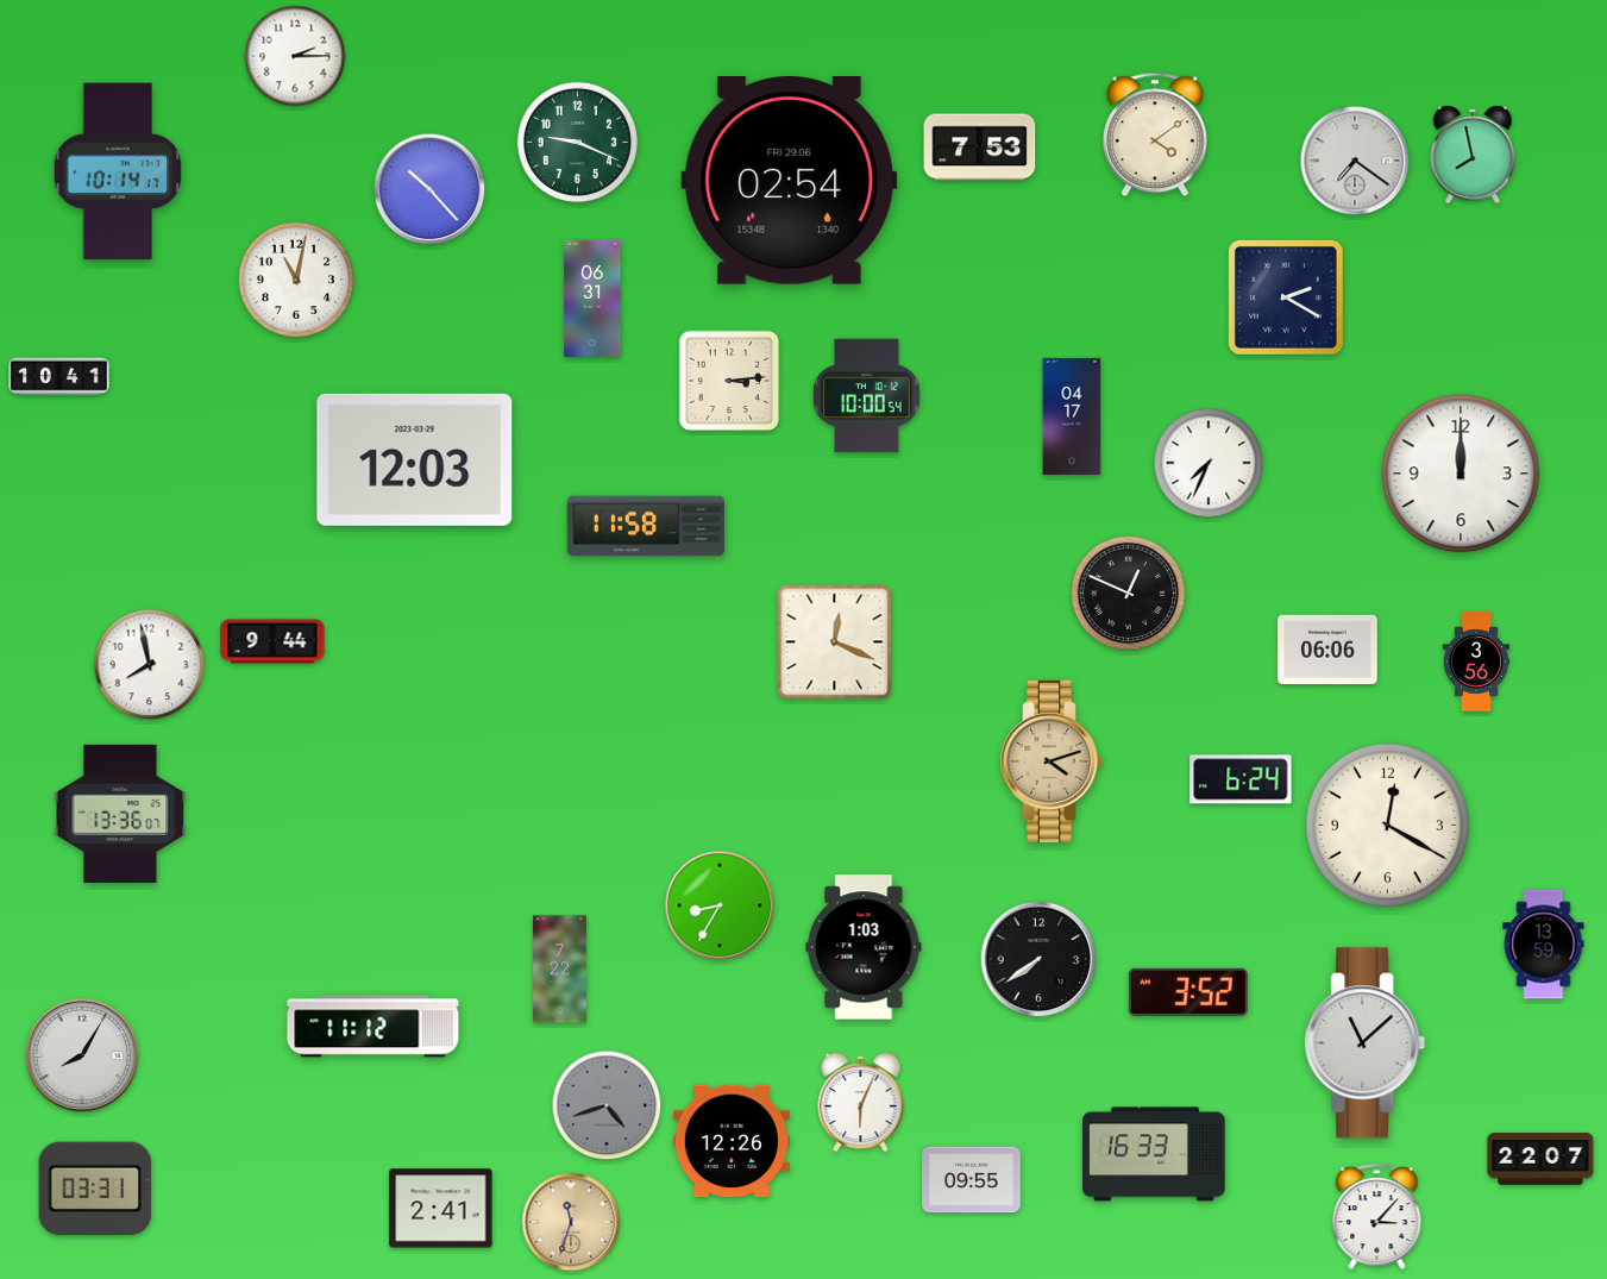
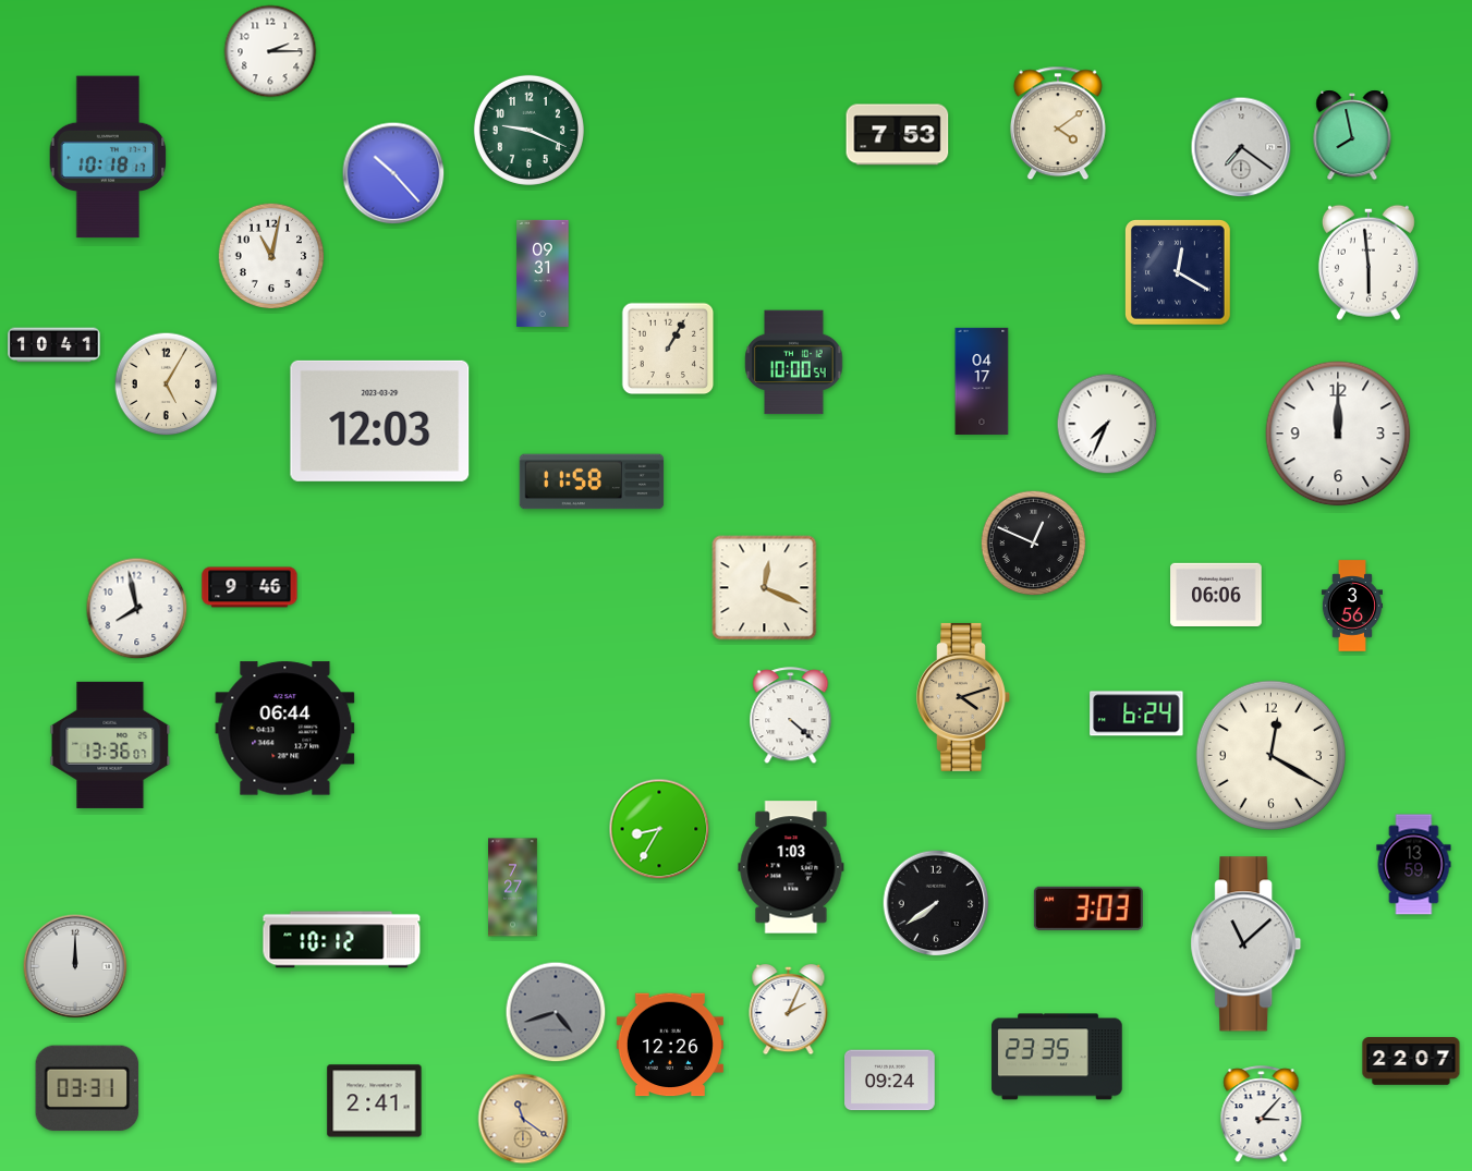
clock at (1473, 155) position: (1473, 155) -> (1352, 135)
clock at (118, 171): 10:14 -> 10:18
clock at (790, 181): 02:54 -> none
clock at (1368, 263): none -> 5:59
clock at (1286, 297): 2:20 -> 12:20
clock at (592, 299): 06:31 -> 09:31
clock at (729, 381): 3:14 -> 1:05
clock at (167, 385): none -> 5:05
clock at (272, 641): 9:44 -> 9:46
clock at (791, 716): none -> 4:22
clock at (285, 729): none -> 06:44
clock at (1038, 959) position: (1038, 959) -> (936, 903)
clock at (560, 970): 7:22 -> 7:27
clock at (1188, 992): 3:52 -> 3:03
clock at (373, 1027): 11:12 -> 10:12
clock at (1366, 1043) position: (1366, 1043) -> (1246, 944)
clock at (82, 1055): 8:05 -> 12:00
clock at (861, 1103): 6:04 -> 2:04
clock at (1154, 1154): 16:33 -> 23:35
clock at (972, 1180): 09:55 -> 09:24
clock at (441, 1209) position: (441, 1209) -> (375, 1101)
clock at (571, 1222): 11:33 -> 11:21
